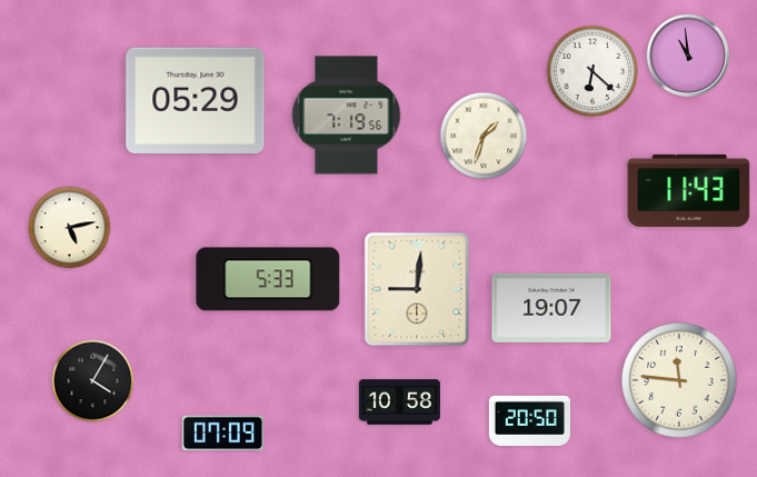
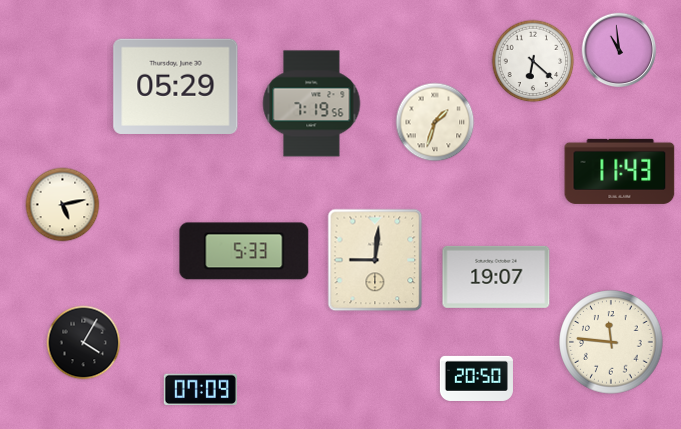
clock at (592, 71) position: (592, 71) -> (533, 61)
clock at (196, 100) position: (196, 100) -> (176, 86)
clock at (268, 279) position: (268, 279) -> (244, 251)
clock at (399, 403): 10:58 -> none
